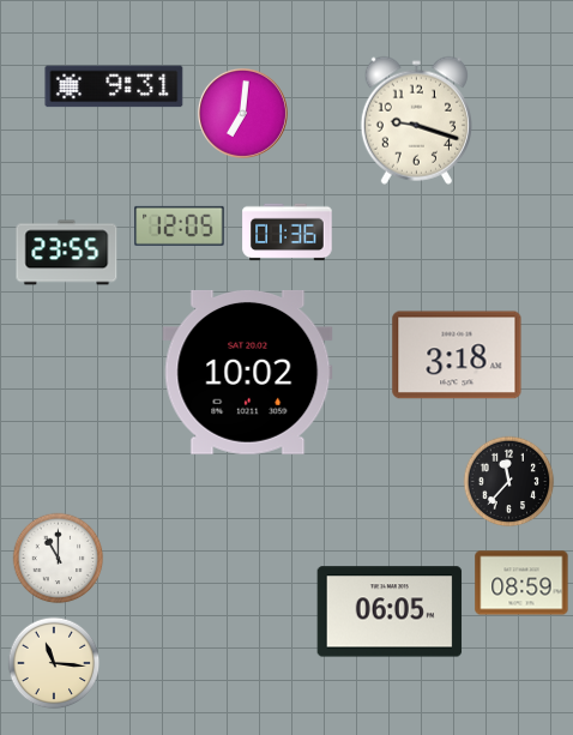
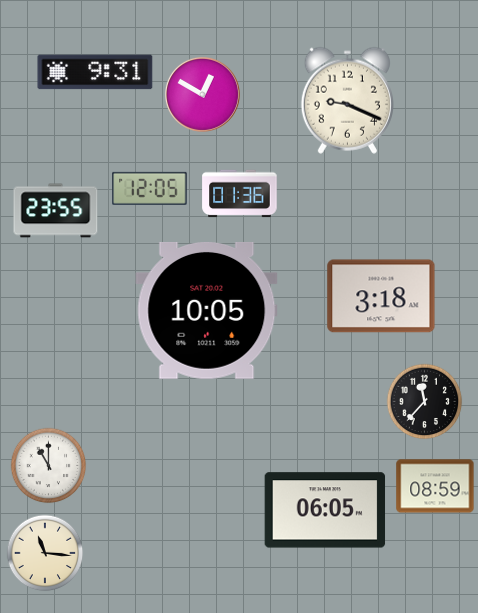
clock at (242, 113): 7:01 -> 12:50
clock at (416, 120): 9:18 -> 9:19
clock at (248, 372): 10:02 -> 10:05
